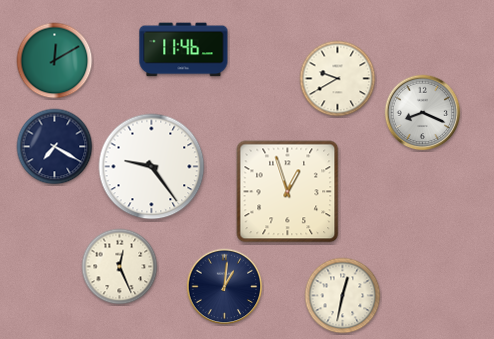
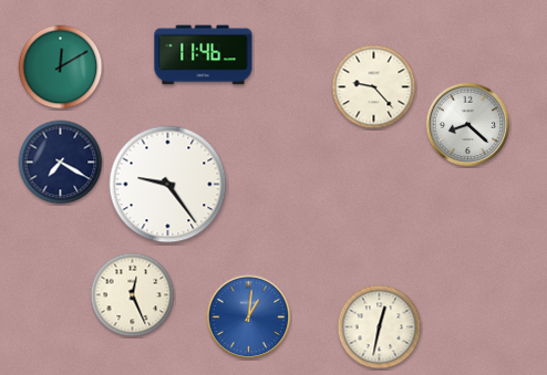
clock at (338, 79): 9:40 -> 9:23
clock at (423, 113): 8:19 -> 8:22
clock at (288, 192): 12:57 -> none
clock at (225, 287) dial: navy -> blue
